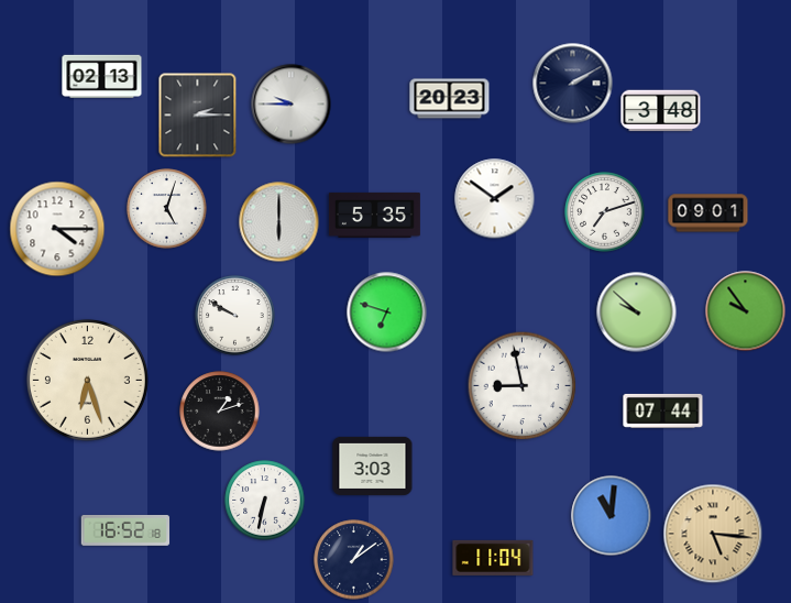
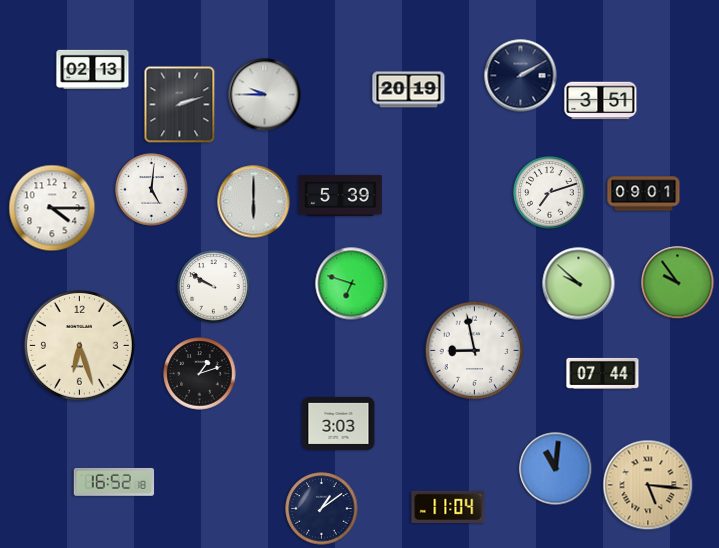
clock at (450, 99): 20:23 -> 20:19
clock at (661, 111): 3:48 -> 3:51
clock at (198, 116): 2:15 -> 2:12
clock at (495, 199): 1:51 -> none
clock at (167, 209): 5:03 -> 5:01
clock at (374, 215): 5:35 -> 5:39
clock at (265, 501): 6:32 -> none
